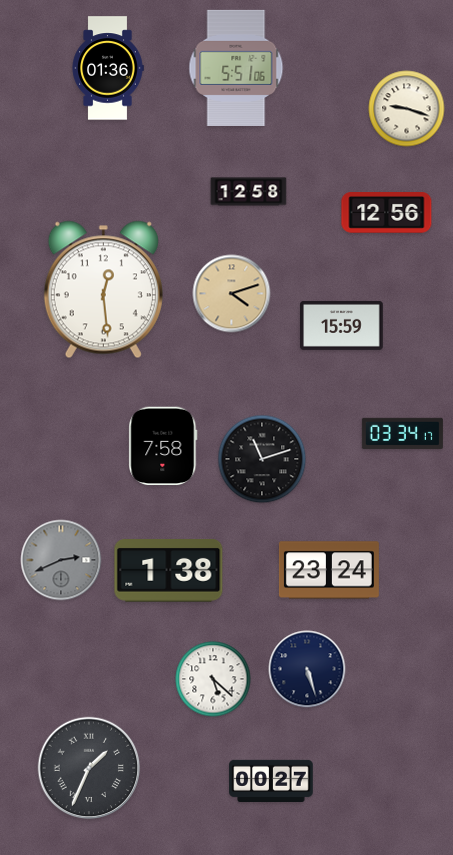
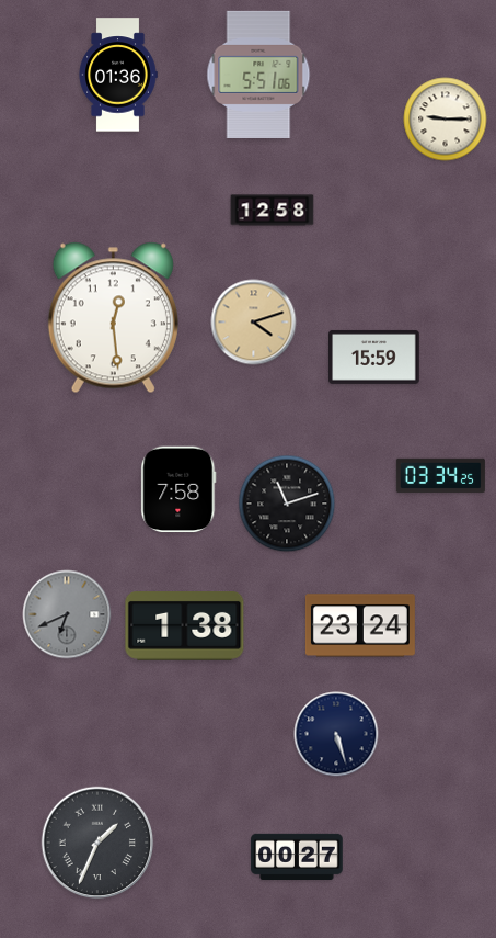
clock at (407, 109): 9:18 -> 9:15
clock at (387, 213): 12:56 -> none
clock at (402, 433): 03:34:17 -> 03:34:25
clock at (61, 560): 2:41 -> 6:41
clock at (213, 679): 5:22 -> none
